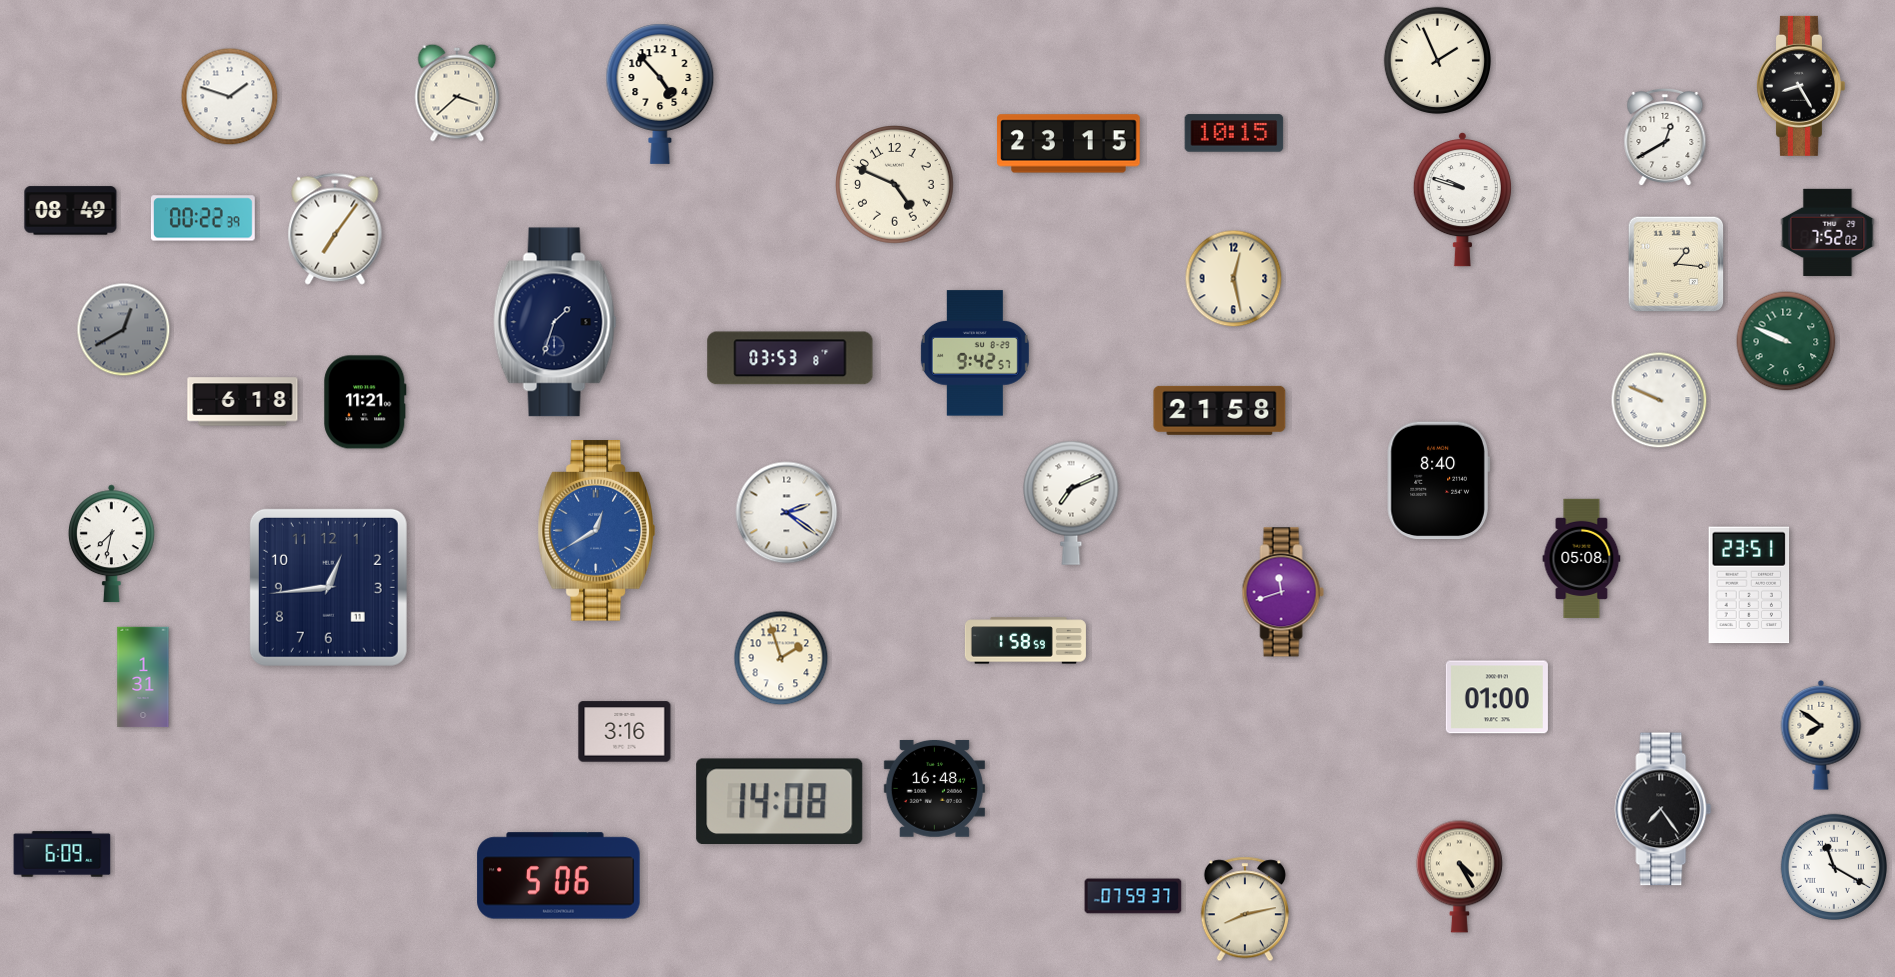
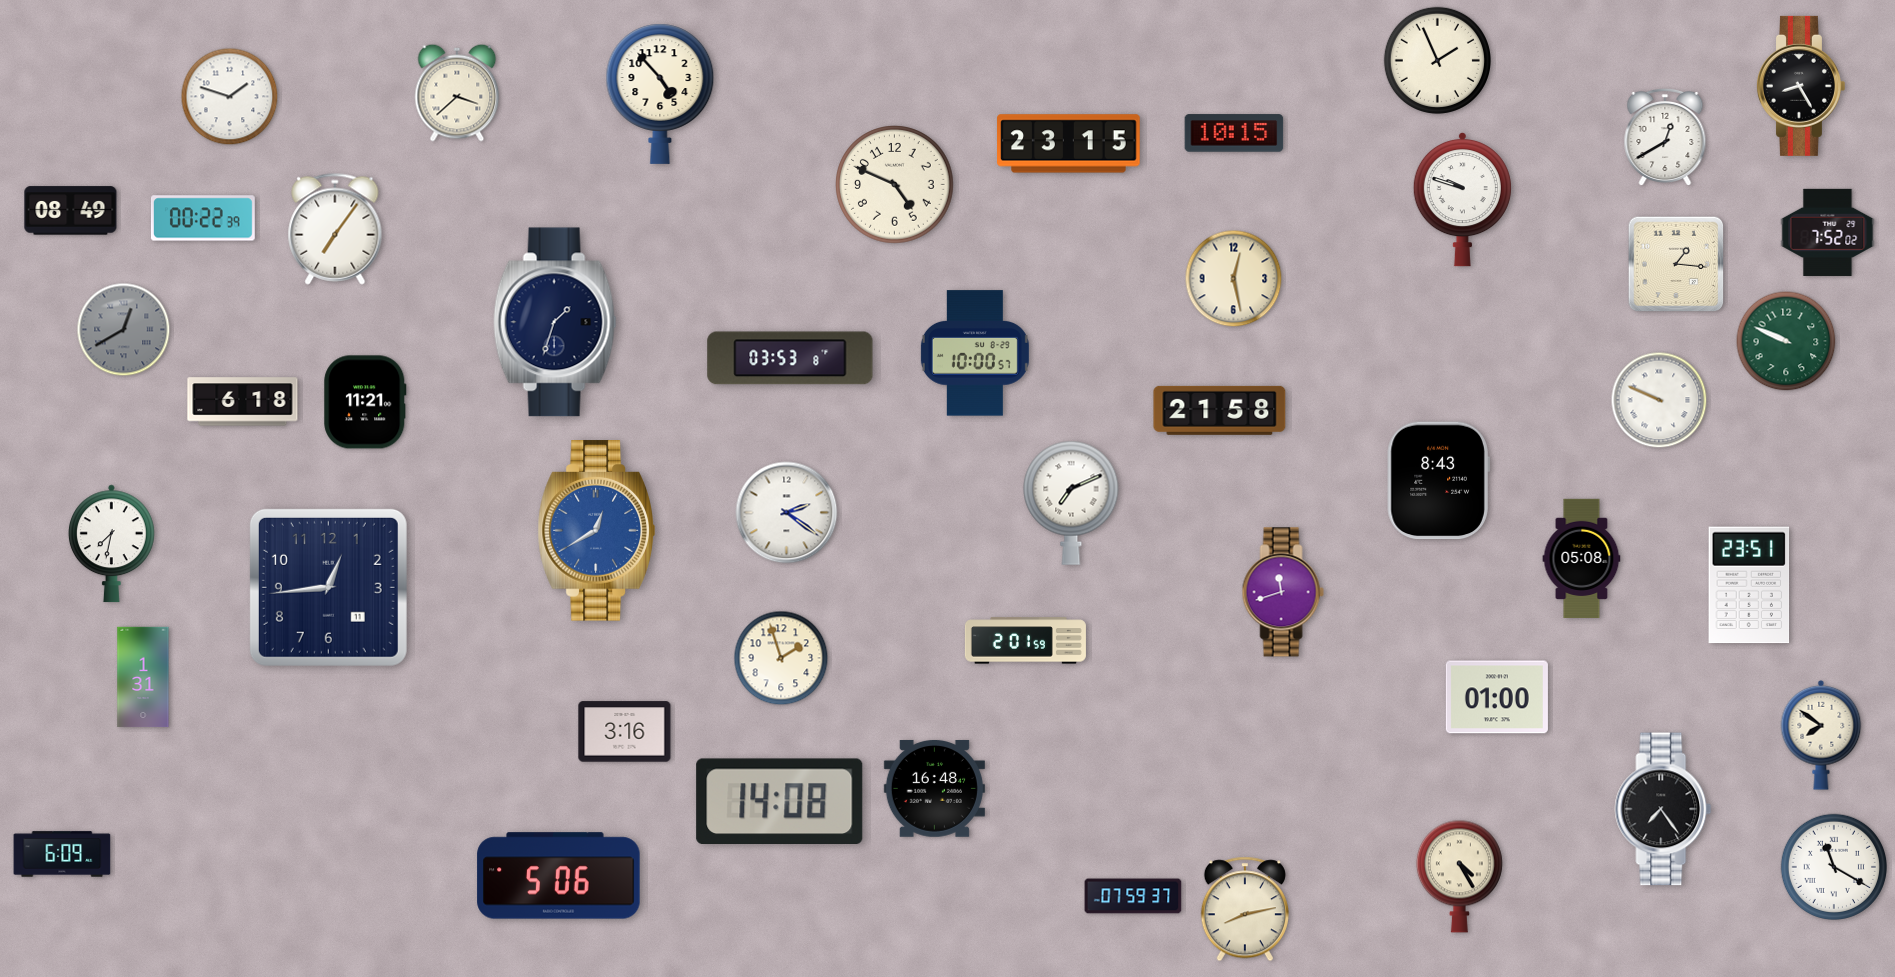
clock at (975, 353): 9:42 -> 10:00
clock at (1438, 481): 8:40 -> 8:43
clock at (1025, 641): 1:58 -> 2:01
